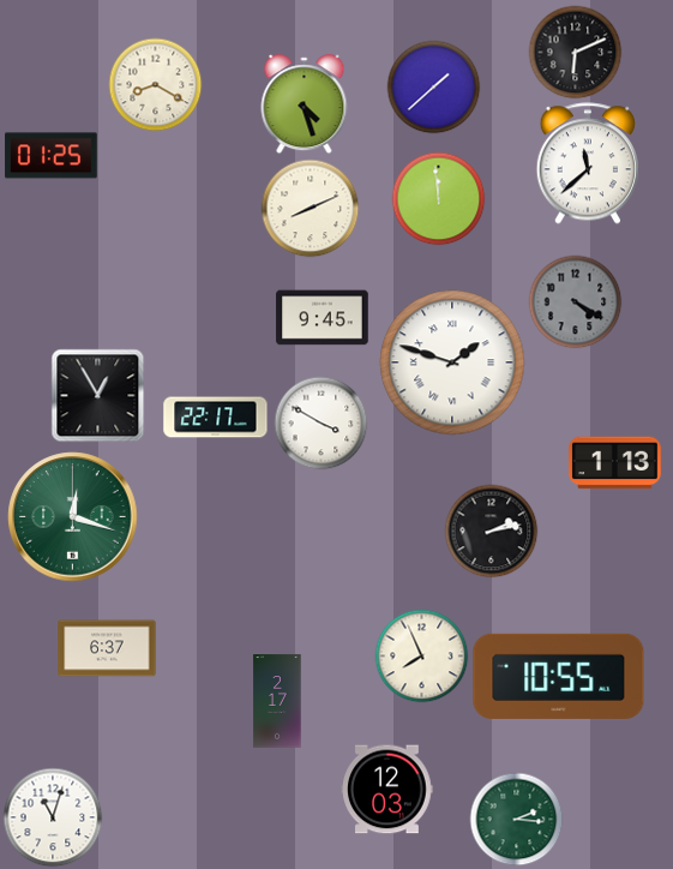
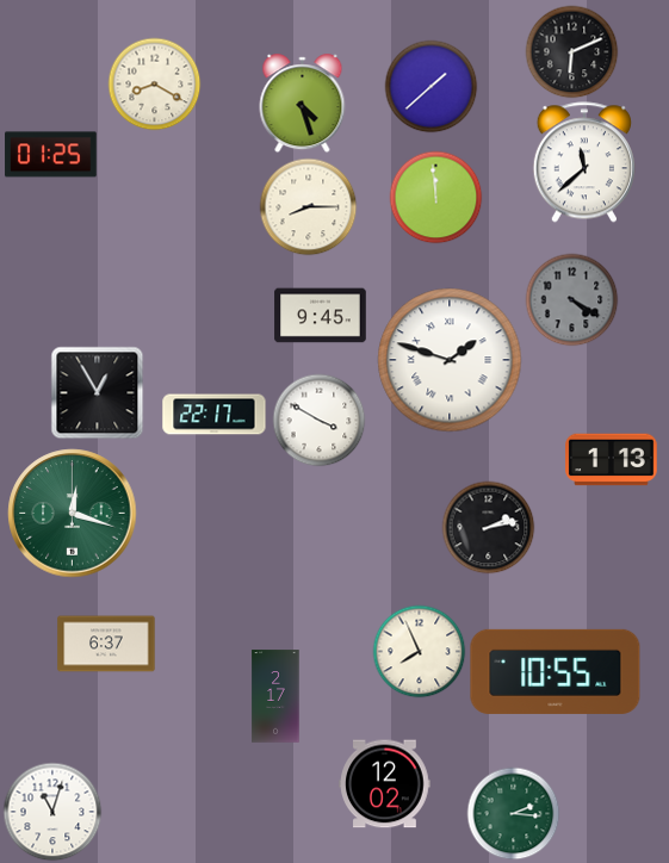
clock at (310, 208): 8:11 -> 8:15
clock at (387, 790): 12:03 -> 12:02
